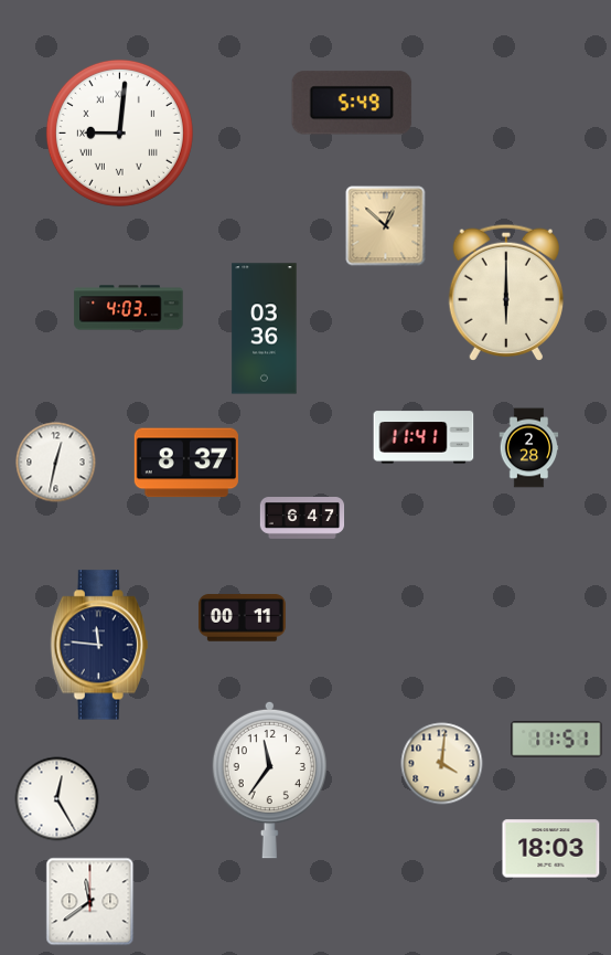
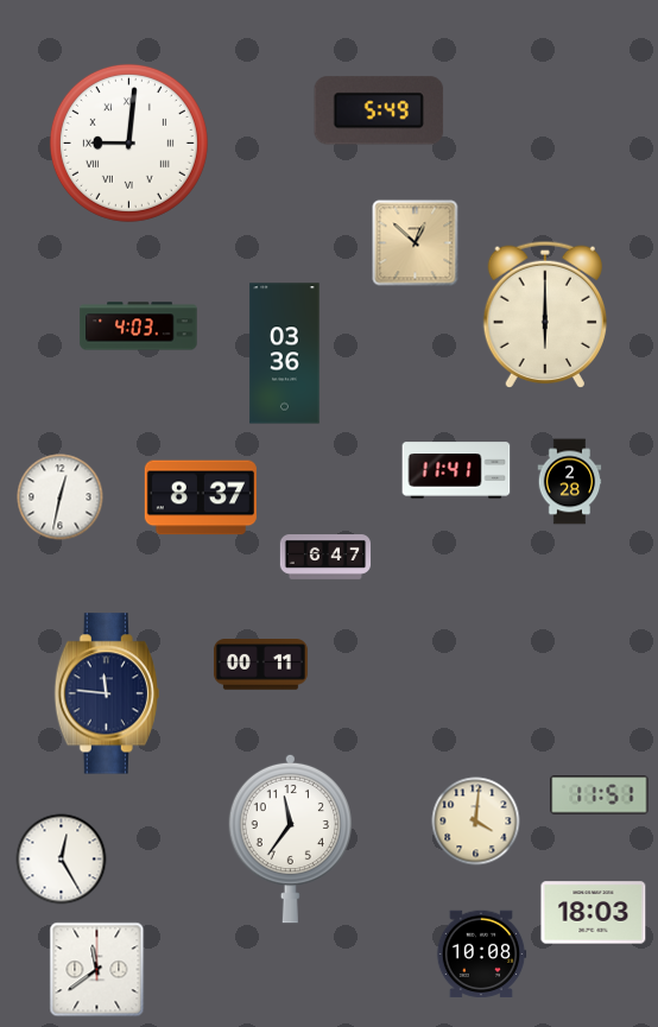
clock at (129, 308) position: (129, 308) -> (139, 327)
clock at (481, 955): none -> 10:08
